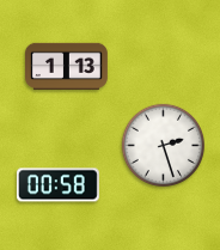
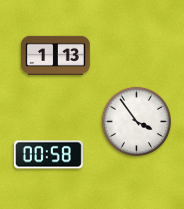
clock at (163, 145): 2:27 -> 3:54
